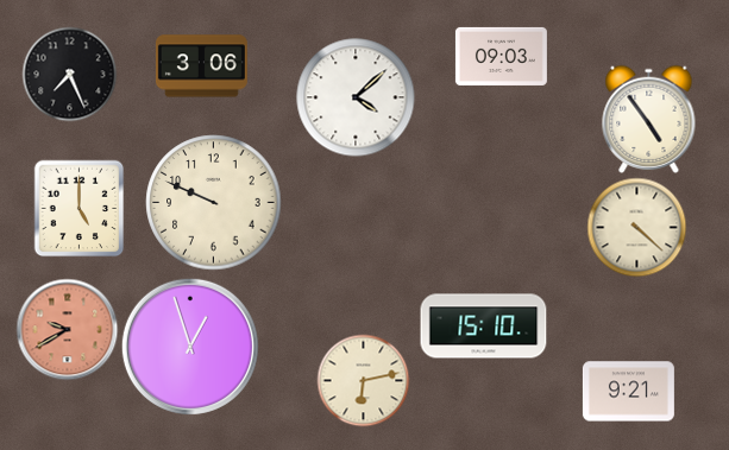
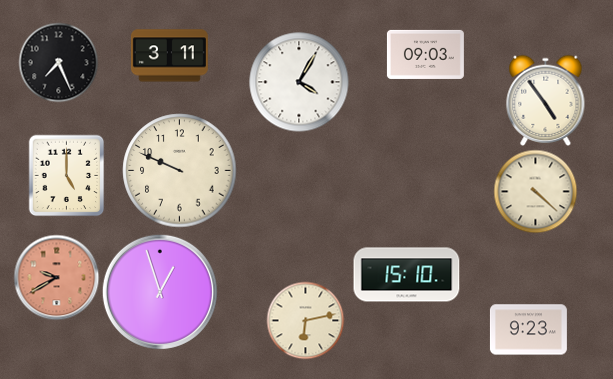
clock at (501, 56) position: (501, 56) -> (425, 54)
clock at (201, 66): 3:06 -> 3:11
clock at (356, 97): 4:08 -> 4:05
clock at (628, 392): 9:21 -> 9:23
